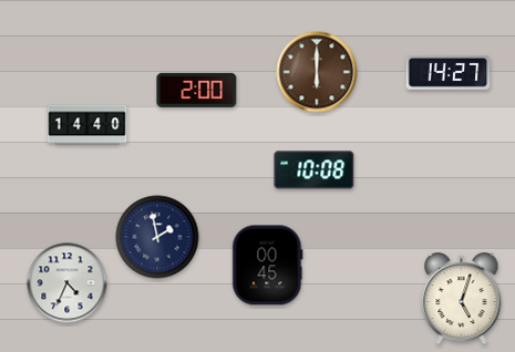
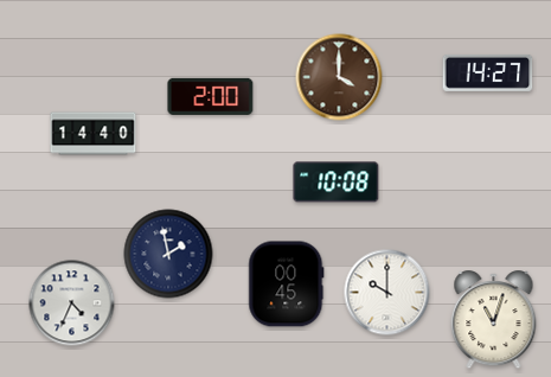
clock at (317, 72): 6:00 -> 4:00
clock at (449, 72) position: (449, 72) -> (488, 72)
clock at (387, 293): none -> 10:00
clock at (462, 299): 5:03 -> 11:03
